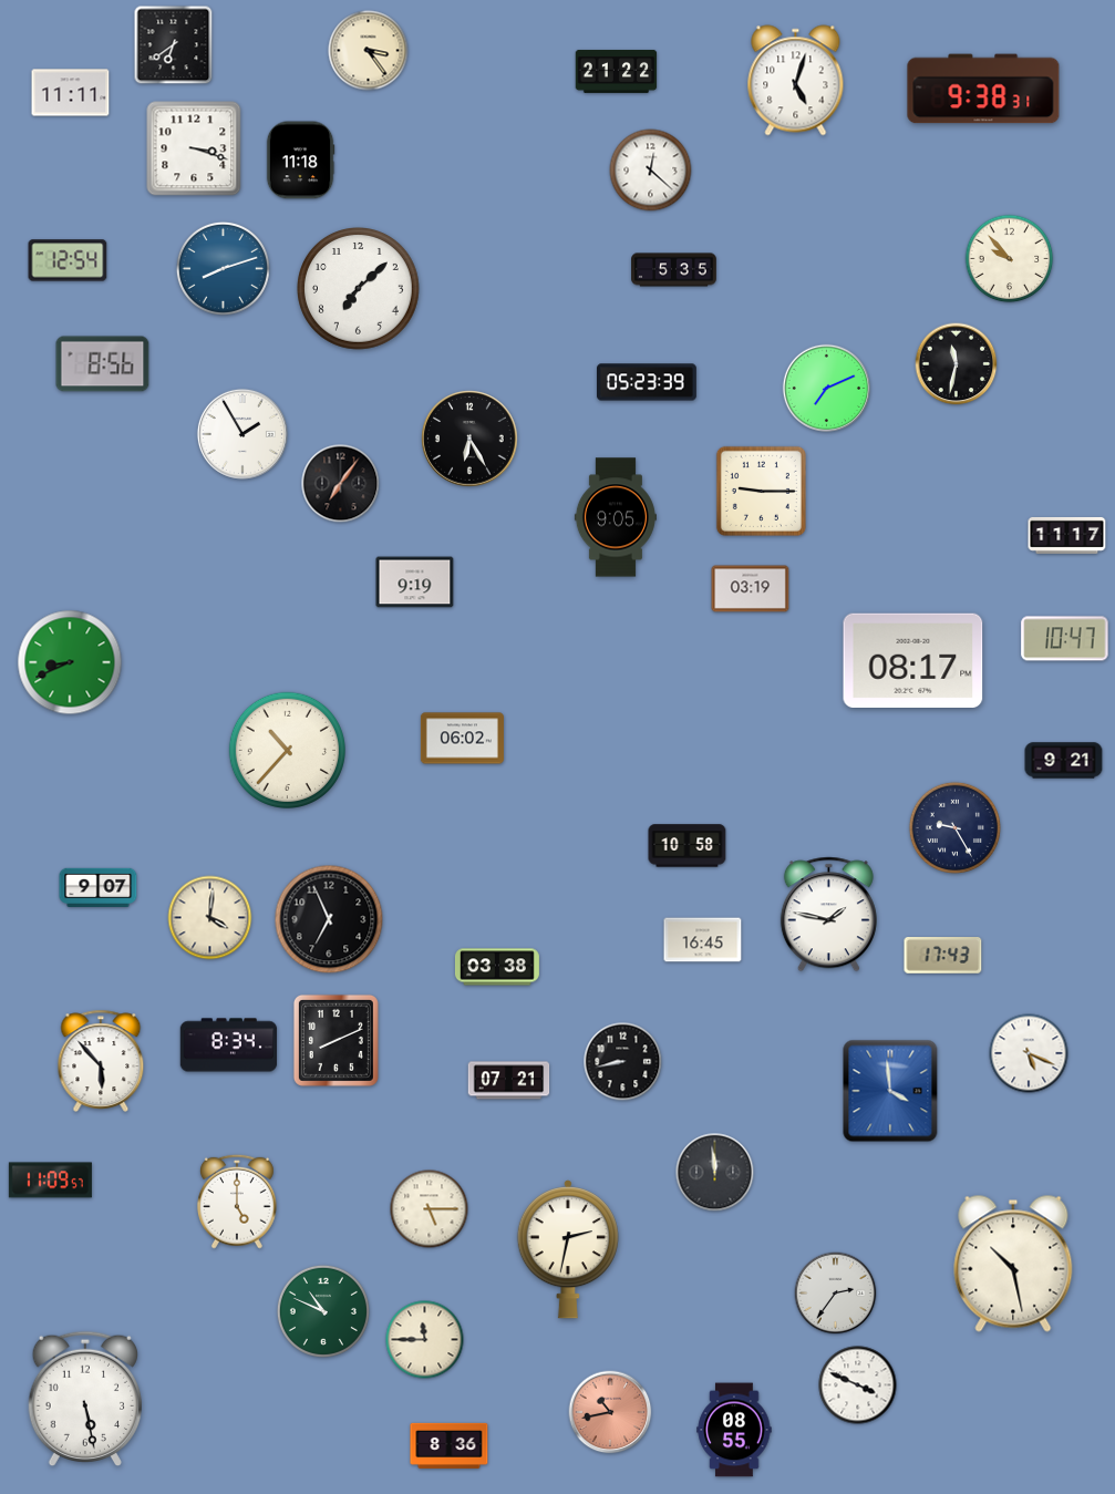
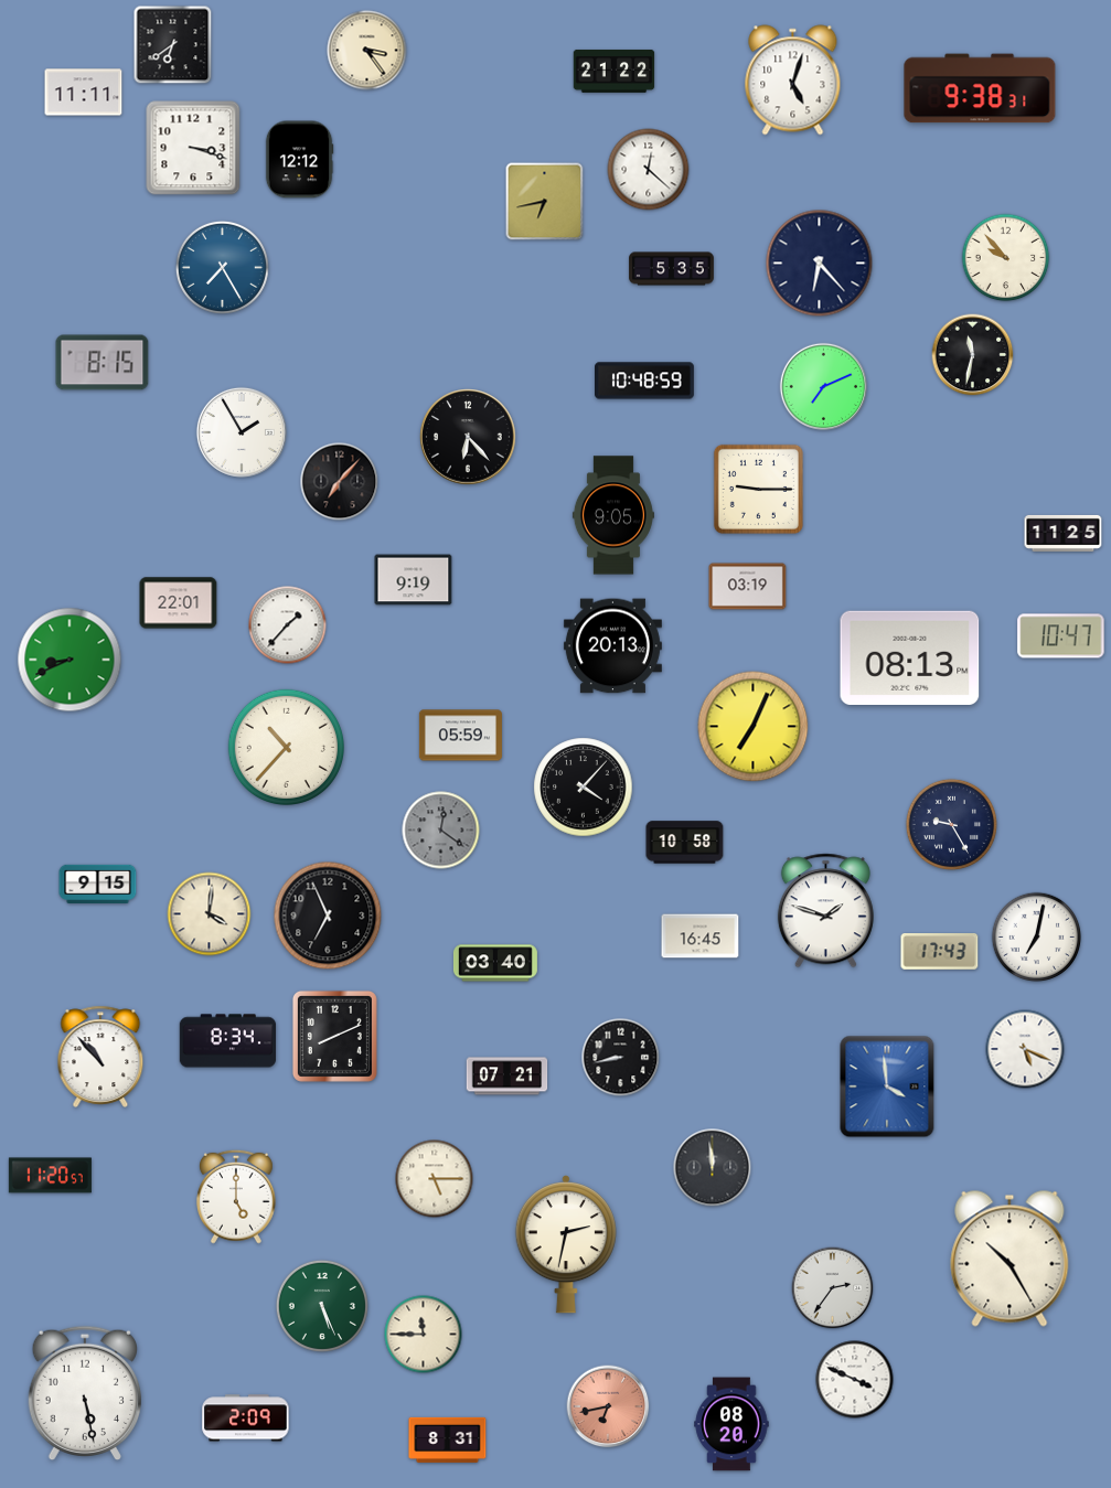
clock at (71, 93) position: (71, 93) -> (84, 93)
clock at (300, 161): 11:18 -> 12:12
clock at (545, 202): none -> 6:43
clock at (68, 260): 12:54 -> none
clock at (820, 264): none -> 6:23
clock at (223, 268): 8:12 -> 7:25
clock at (359, 289): 7:08 -> none
clock at (103, 364): 8:56 -> 8:15
clock at (957, 364) position: (957, 364) -> (973, 355)
clock at (648, 382): 05:23 -> 10:48
clock at (469, 439): 6:25 -> 6:23
clock at (341, 484): 7:06 -> 7:07
clock at (1067, 535): 11:17 -> 11:25
clock at (179, 603): none -> 22:01
clock at (288, 625): none -> 1:37
clock at (612, 646): none -> 20:13
clock at (913, 660): 08:17 -> 08:13
clock at (754, 727): none -> 7:04
clock at (462, 739): 06:02 -> 05:59
clock at (1064, 761): 9:21 -> none
clock at (584, 788): none -> 4:07
clock at (441, 831): none -> 12:21
clock at (99, 887): 9:07 -> 9:15
clock at (828, 915): 1:47 -> 1:48
clock at (1037, 938): none -> 7:02
clock at (497, 967): 03:38 -> 03:40
clock at (101, 1061): 5:53 -> 10:53
clock at (50, 1181): 11:09 -> 11:20
clock at (430, 1209) position: (430, 1209) -> (435, 1179)
clock at (1013, 1264): 10:28 -> 10:25
clock at (323, 1311): 10:49 -> 5:26
clock at (610, 1412): 10:43 -> 6:43
clock at (246, 1419): none -> 2:09
clock at (734, 1430): 08:55 -> 08:20
clock at (450, 1445): 8:36 -> 8:31
